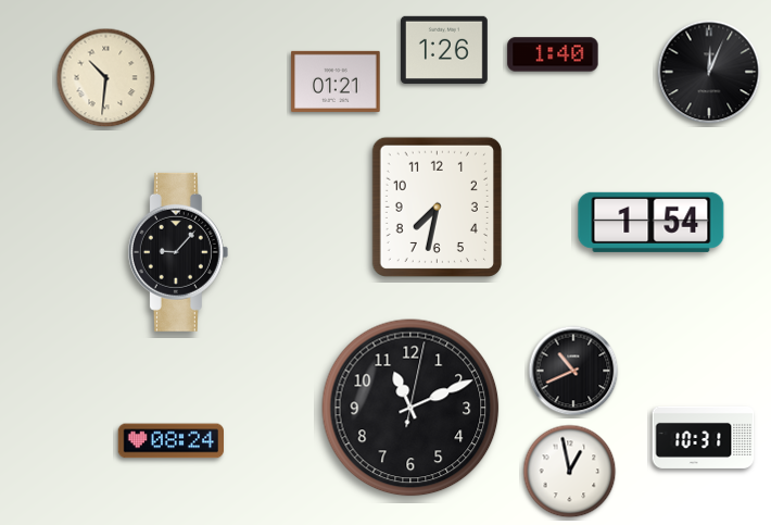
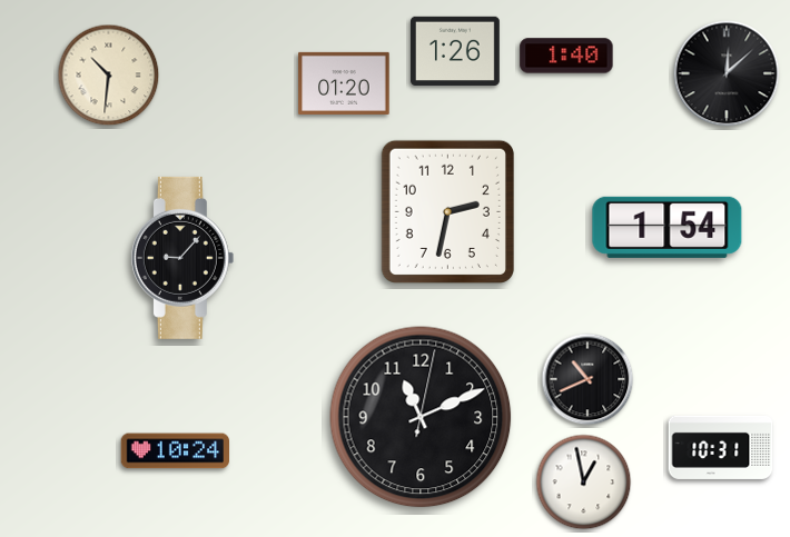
clock at (709, 72): 12:04 -> 12:08
clock at (106, 78) position: (106, 78) -> (109, 76)
clock at (336, 82): 01:21 -> 01:20
clock at (437, 207): 7:32 -> 2:32
clock at (172, 441): 08:24 -> 10:24
